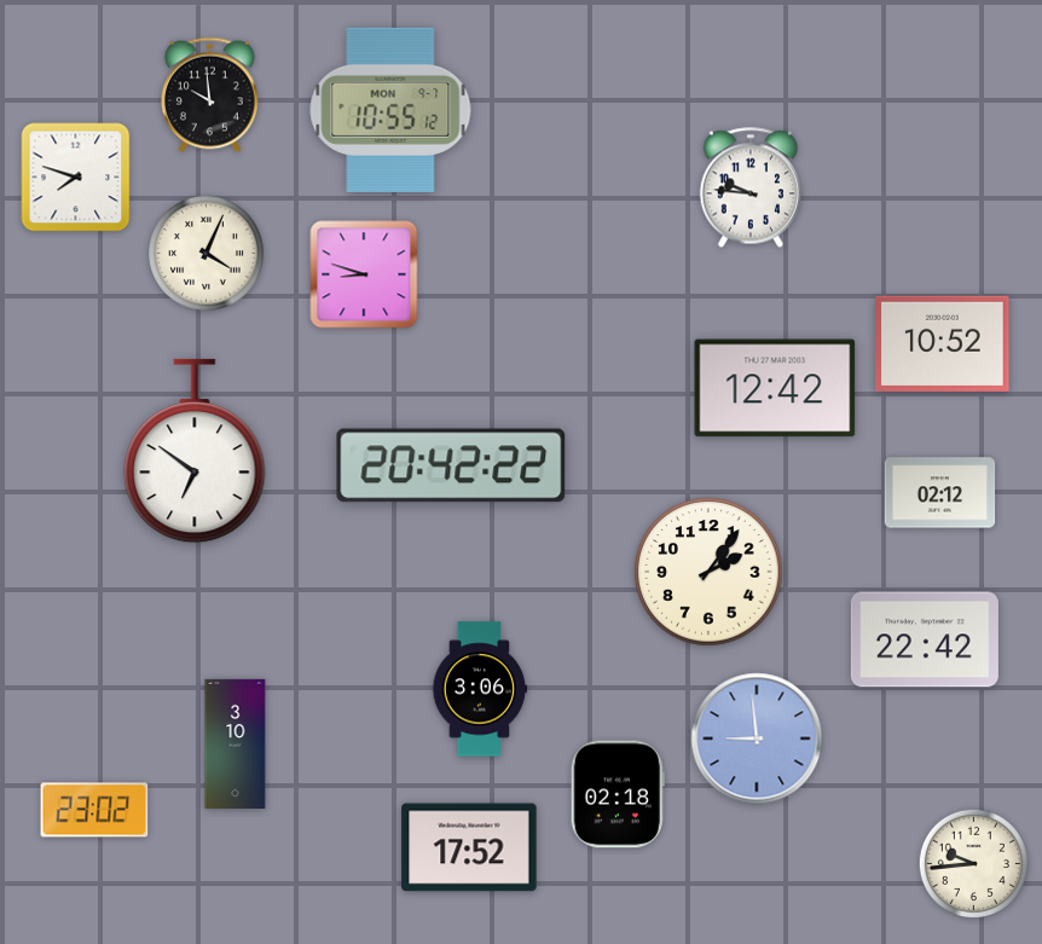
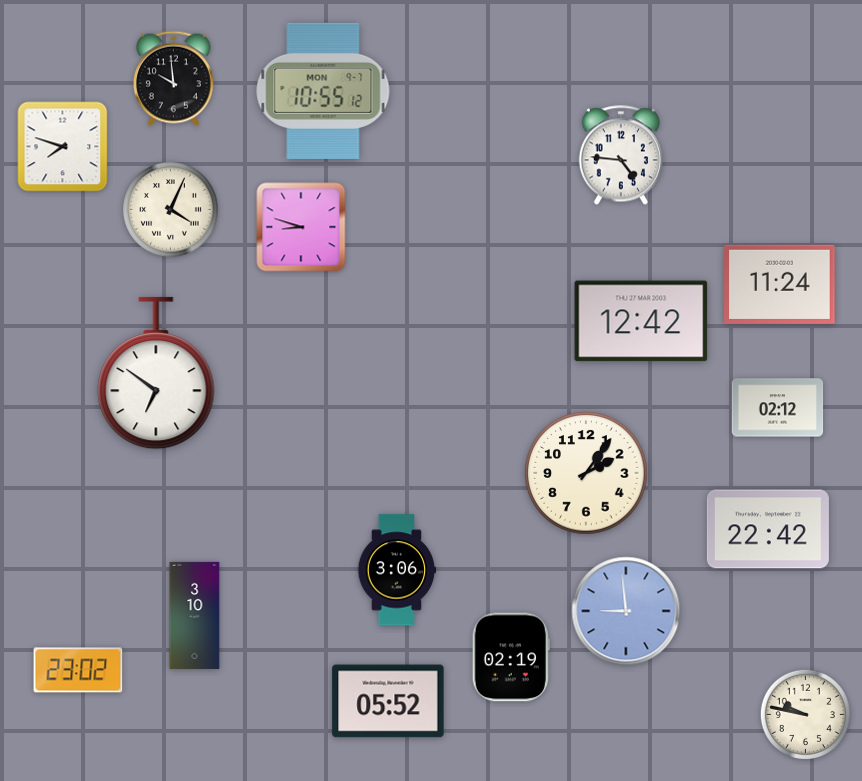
clock at (749, 187): 9:46 -> 4:46
clock at (943, 343): 10:52 -> 11:24
clock at (195, 451) position: (195, 451) -> (156, 373)
clock at (451, 465): 20:42 -> none
clock at (925, 639) position: (925, 639) -> (768, 529)
clock at (618, 794): 02:18 -> 02:19
clock at (469, 847): 17:52 -> 05:52
clock at (973, 863): 9:44 -> 9:47
